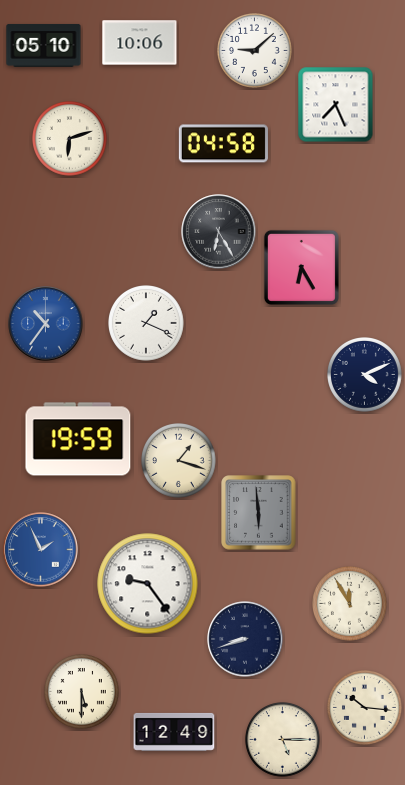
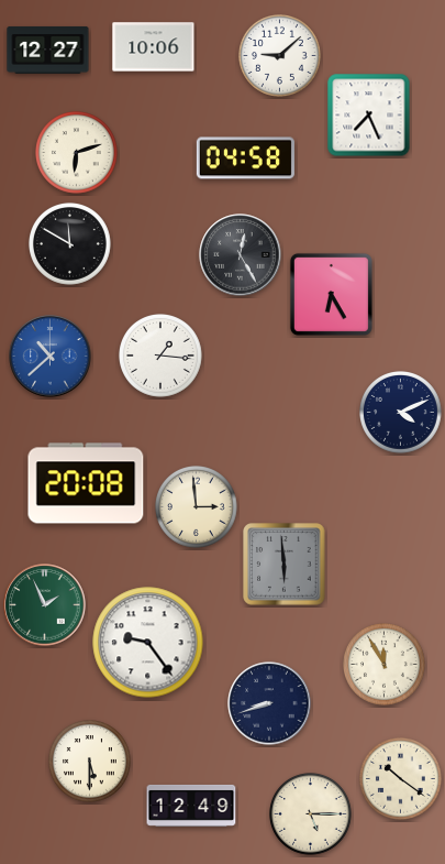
clock at (44, 46): 05:10 -> 12:27
clock at (70, 244): none -> 11:50
clock at (219, 232): 6:25 -> 12:25
clock at (46, 324): 10:36 -> 10:38
clock at (147, 324): 1:19 -> 1:16
clock at (78, 439): 19:59 -> 20:08
clock at (179, 461): 1:18 -> 2:59
clock at (41, 550) dial: blue -> green
clock at (148, 584) position: (148, 584) -> (148, 643)
clock at (365, 708): 10:16 -> 10:21
